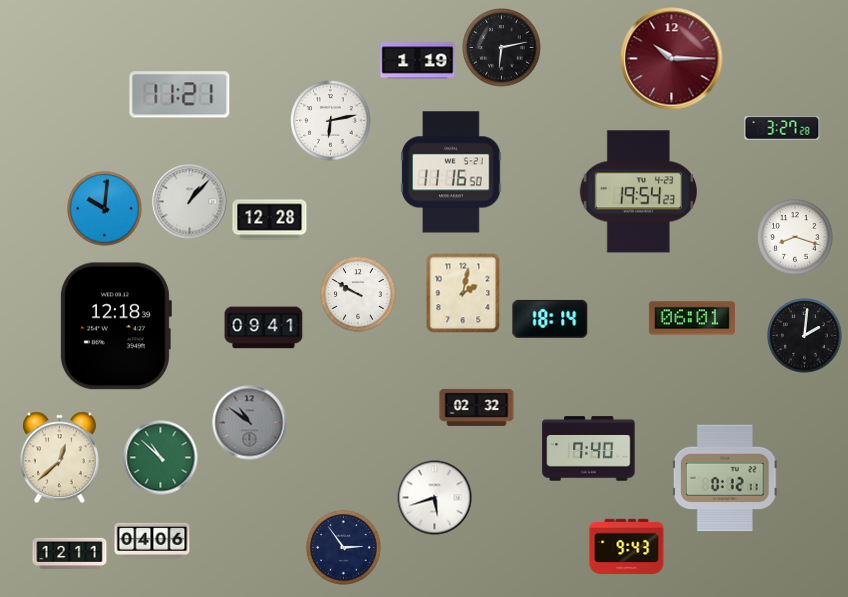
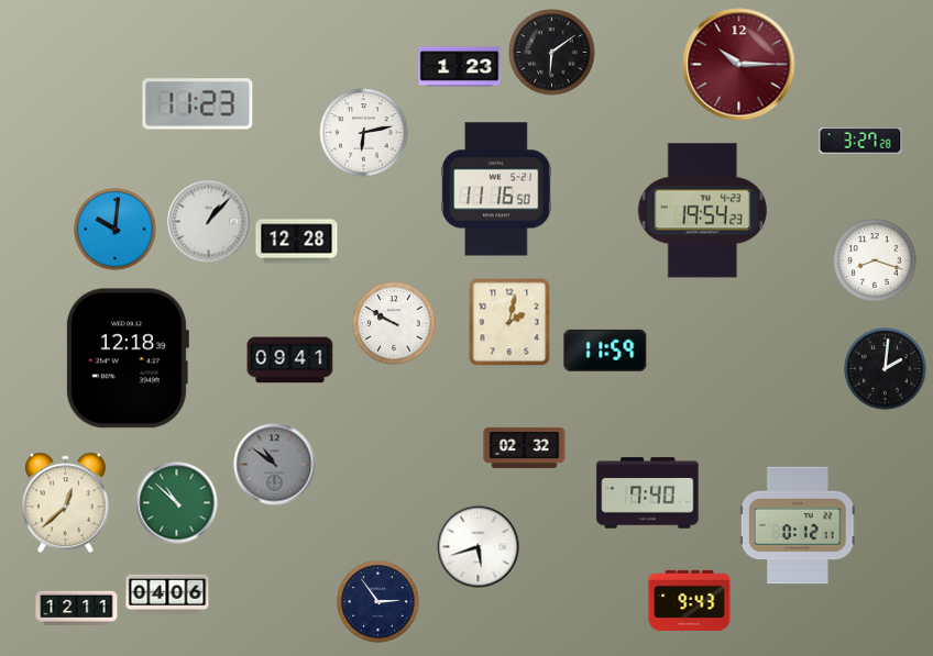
clock at (502, 48): 6:13 -> 6:09
clock at (418, 61): 1:19 -> 1:23
clock at (180, 95): 11:21 -> 11:23
clock at (692, 318): 06:01 -> none
clock at (550, 319): 18:14 -> 11:59
